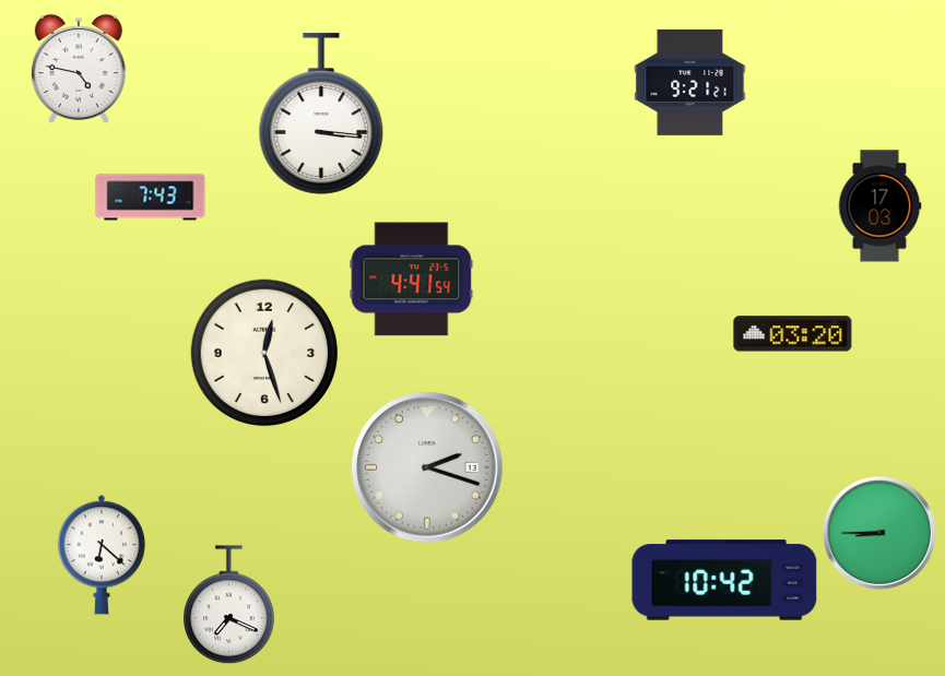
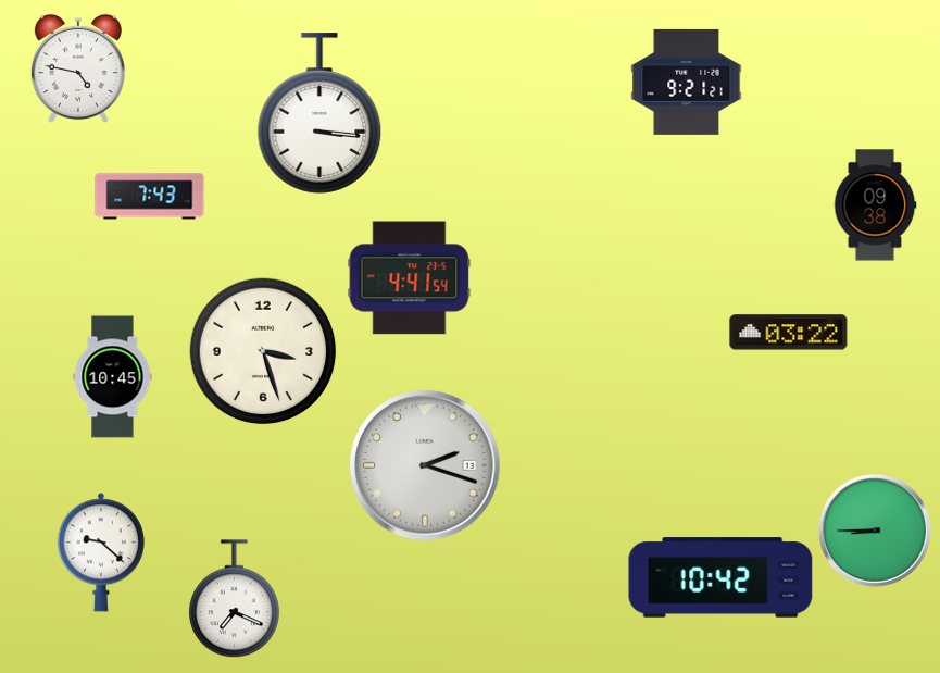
clock at (879, 206): 17:03 -> 09:38
clock at (793, 334): 03:20 -> 03:22
clock at (264, 353): 12:27 -> 3:27
clock at (113, 377): none -> 10:45
clock at (102, 555): 6:22 -> 9:22
clock at (229, 605) position: (229, 605) -> (235, 599)
